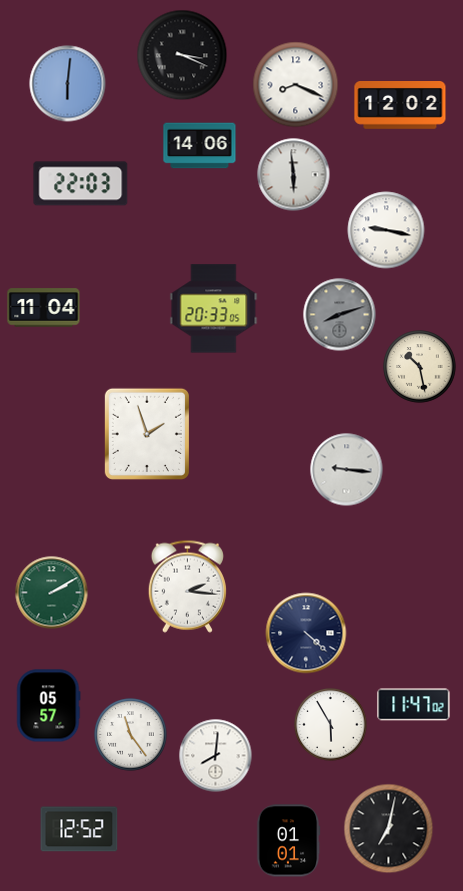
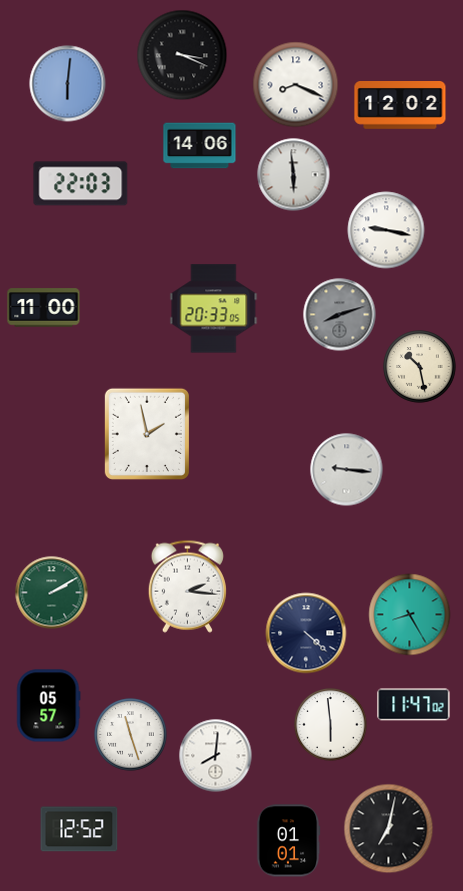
clock at (44, 308): 11:04 -> 11:00
clock at (147, 434): 1:57 -> 1:58
clock at (410, 615): none -> 8:25
clock at (331, 725): 5:55 -> 5:59
clock at (131, 735): 11:24 -> 11:27
